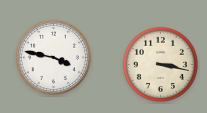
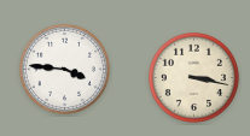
clock at (53, 57): 3:47 -> 3:46
